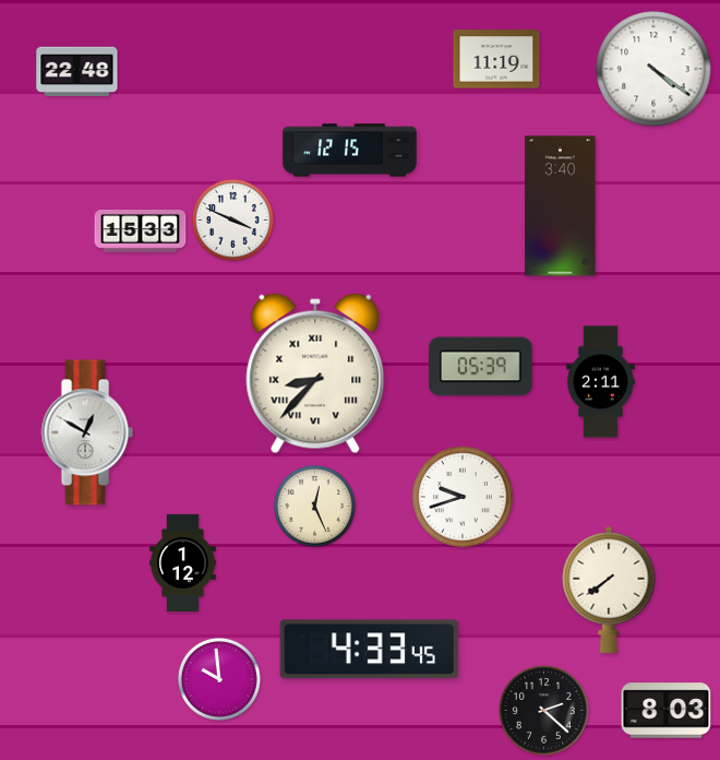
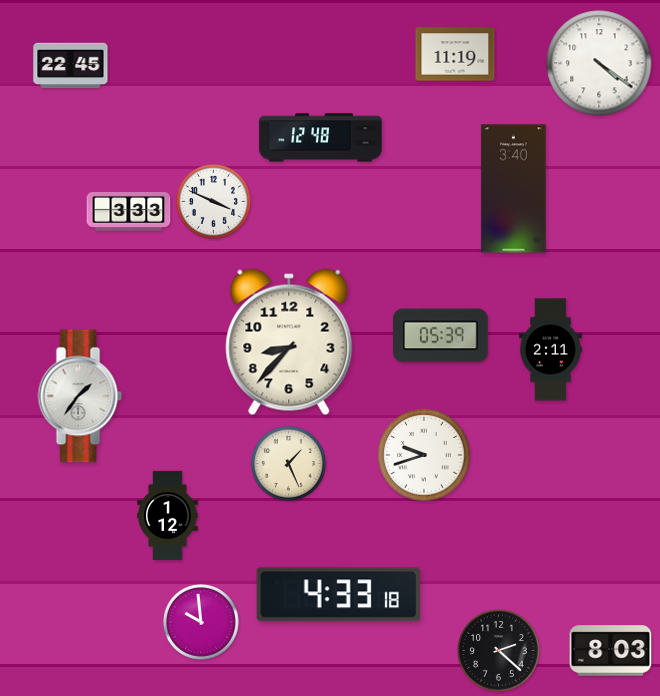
clock at (77, 72): 22:48 -> 22:45
clock at (350, 151): 12:15 -> 12:48
clock at (141, 231): 15:33 -> 3:33
clock at (315, 373) numerals: Roman -> Arabic
clock at (87, 432): 12:50 -> 1:36
clock at (314, 506): 12:26 -> 1:26
clock at (609, 590): 7:39 -> none
clock at (370, 650): 4:33:45 -> 4:33:18
